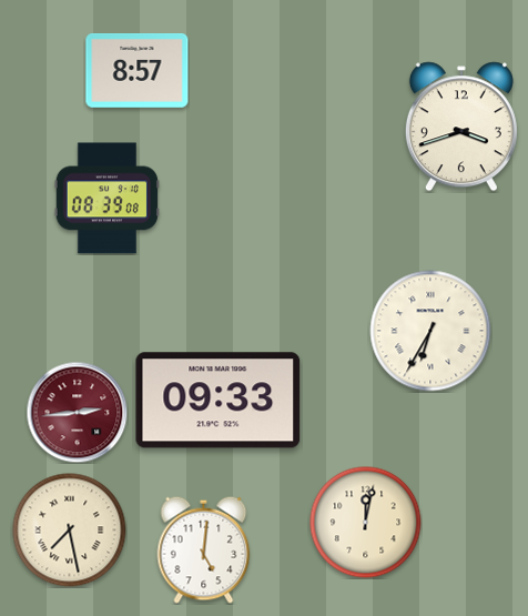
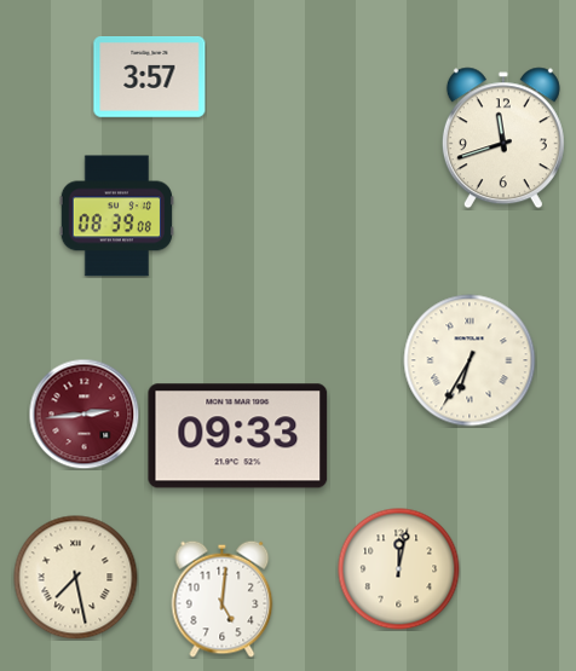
clock at (138, 71): 8:57 -> 3:57
clock at (461, 127): 3:42 -> 11:42
clock at (77, 412) position: (77, 412) -> (83, 413)
